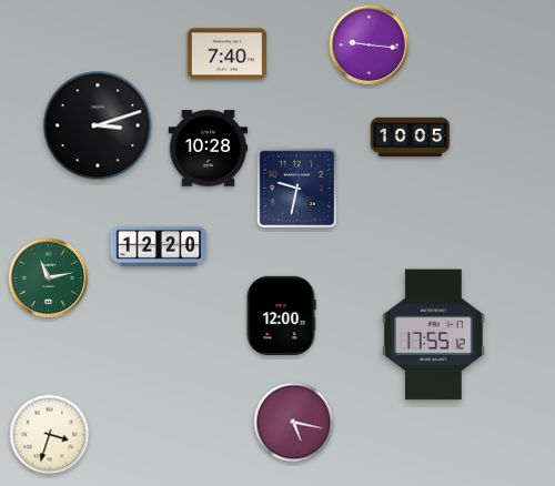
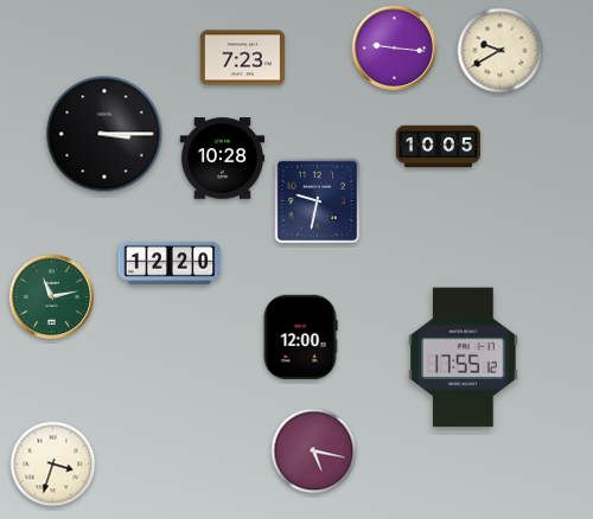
clock at (500, 51): none -> 9:40
clock at (228, 54): 7:40 -> 7:23
clock at (98, 125): 3:12 -> 3:15
